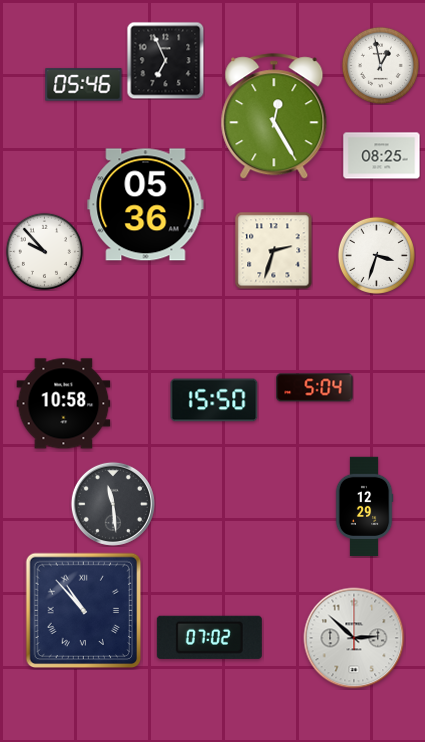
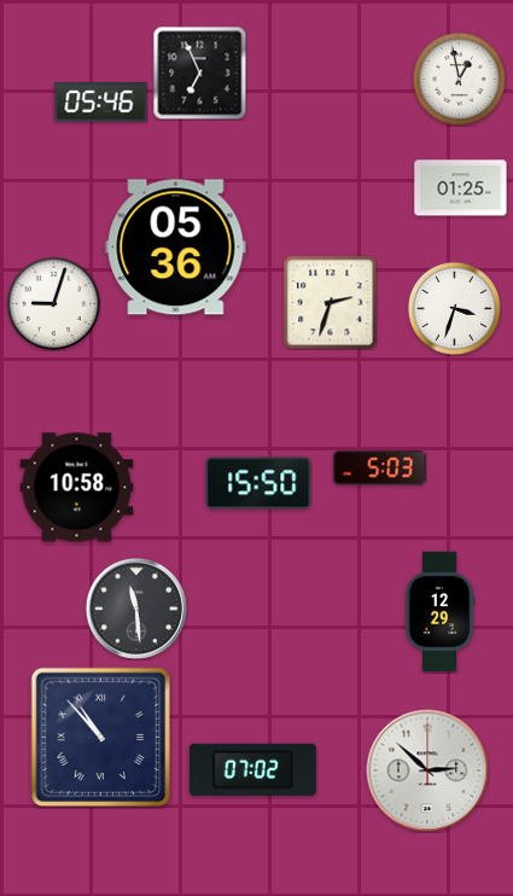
clock at (274, 117): 12:25 -> none
clock at (382, 156): 08:25 -> 01:25
clock at (44, 251): 9:53 -> 9:03
clock at (315, 388): 5:04 -> 5:03
